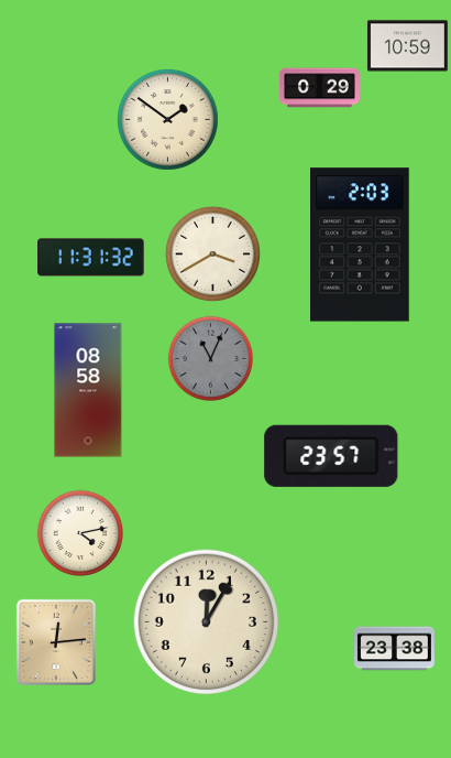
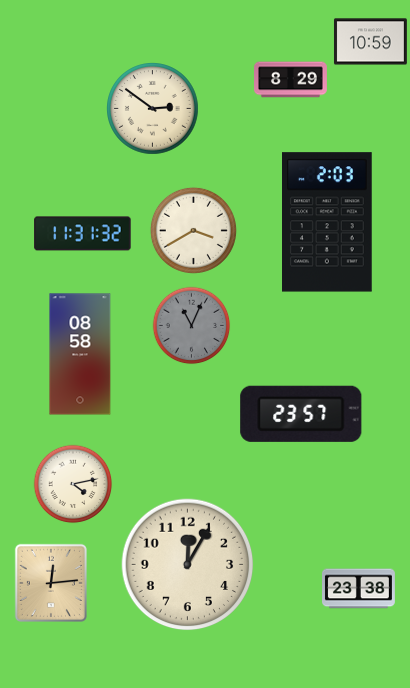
clock at (320, 88): 0:29 -> 8:29
clock at (168, 120): 1:51 -> 2:51
